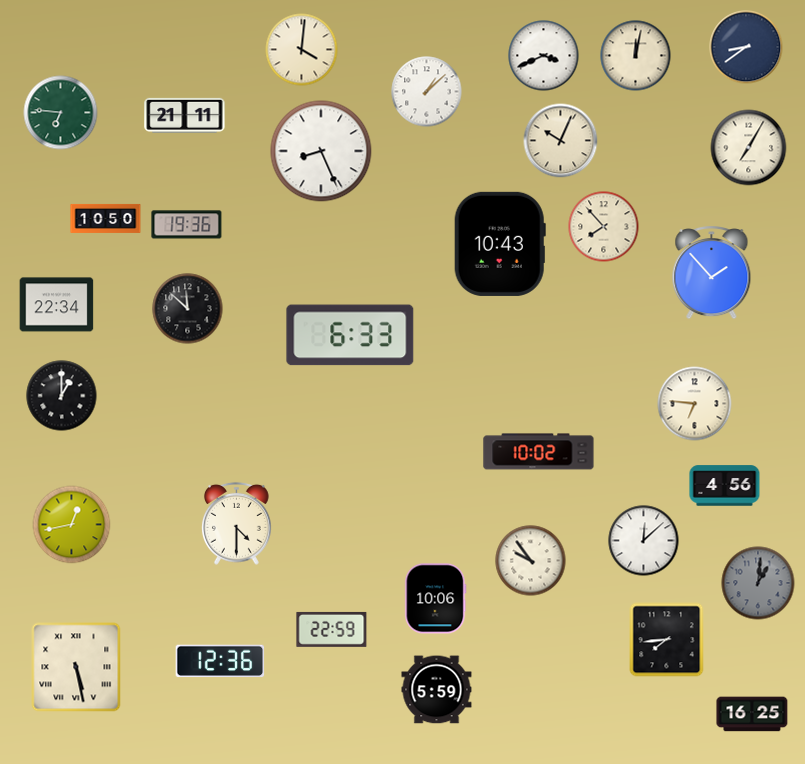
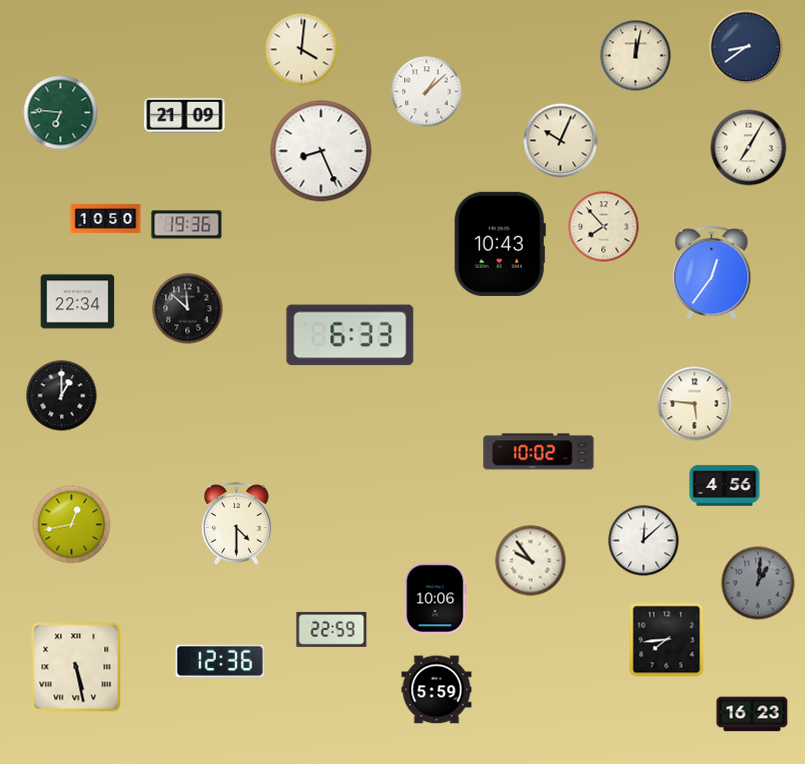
clock at (544, 56): 3:41 -> none
clock at (185, 115): 21:11 -> 21:09
clock at (712, 273): 1:53 -> 12:36
clock at (57, 305) position: (57, 305) -> (78, 302)
clock at (695, 404): 6:46 -> 5:46
clock at (752, 714): 16:25 -> 16:23
